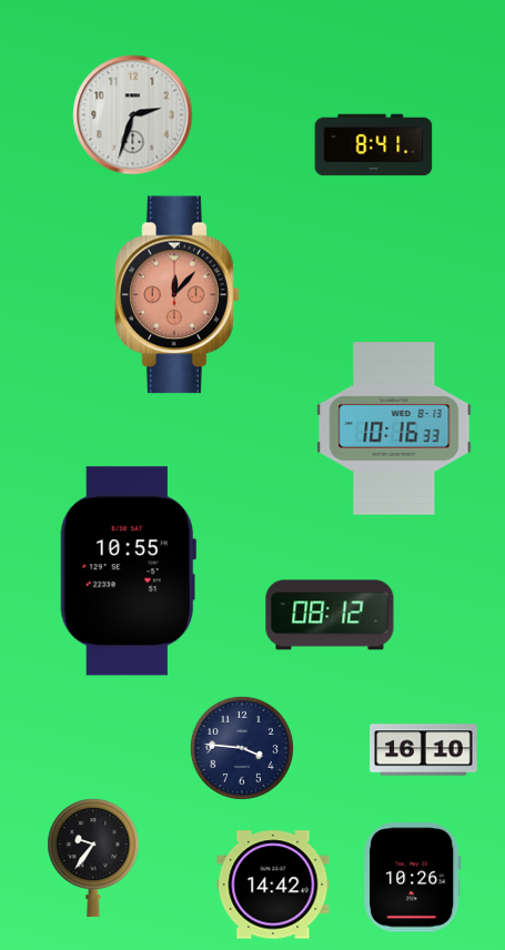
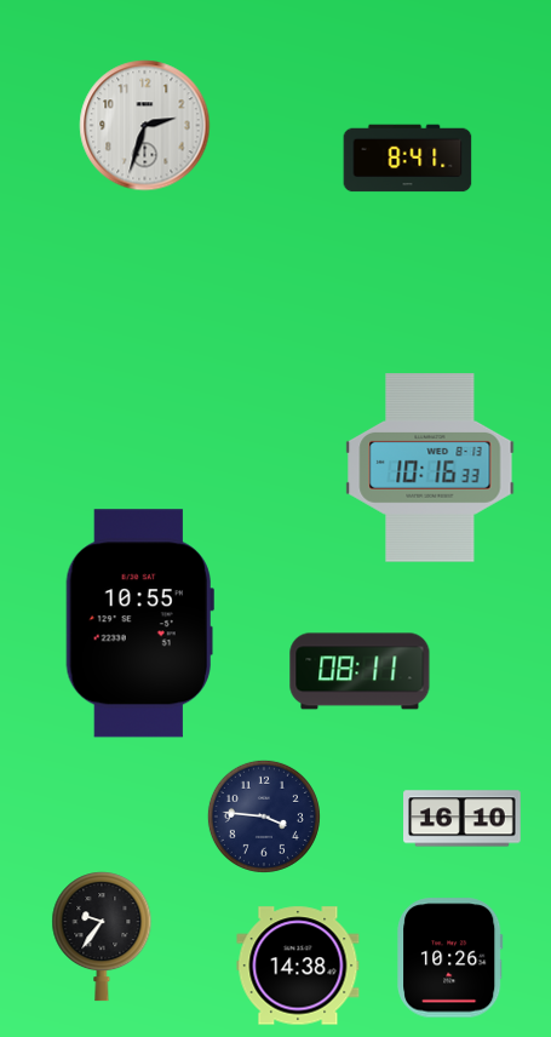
clock at (178, 295): 12:07 -> none
clock at (330, 615): 08:12 -> 08:11
clock at (273, 885): 14:42 -> 14:38
